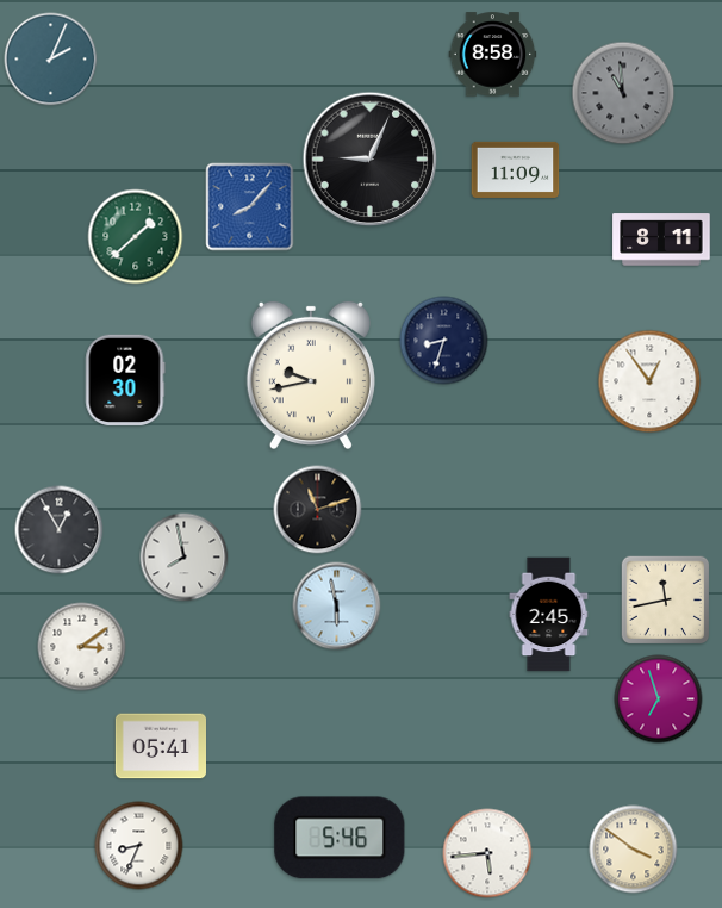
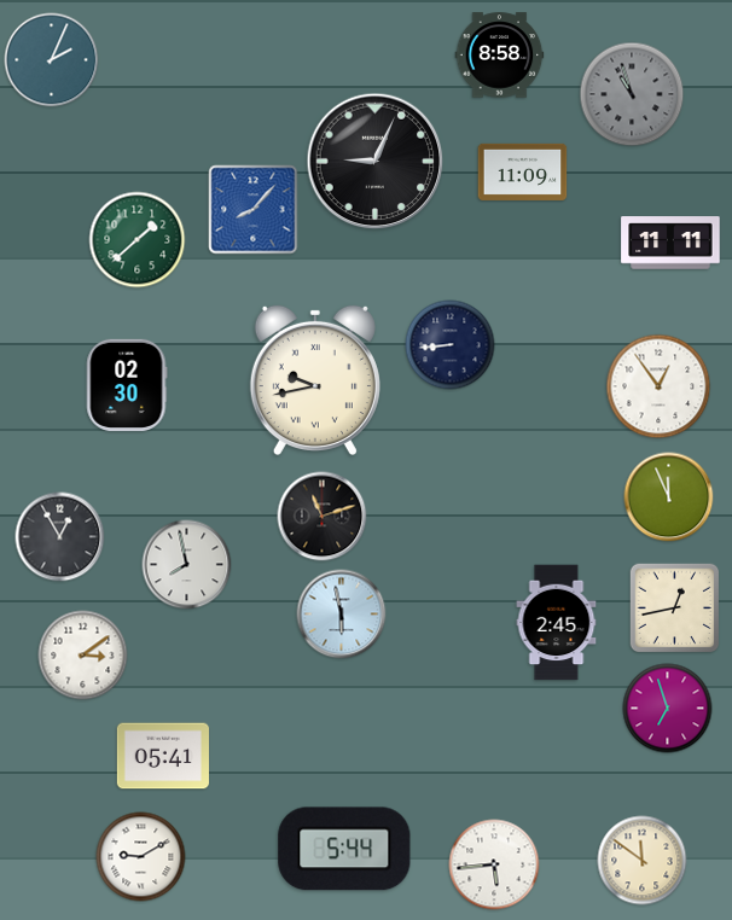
clock at (623, 93): 10:59 -> 10:57
clock at (661, 240): 8:11 -> 11:11
clock at (444, 341): 8:33 -> 8:44
clock at (669, 497): none -> 11:56
clock at (666, 601): 11:43 -> 12:43
clock at (340, 838): 5:46 -> 5:44
clock at (139, 846): 8:34 -> 9:10
clock at (634, 850): 3:51 -> 11:51
